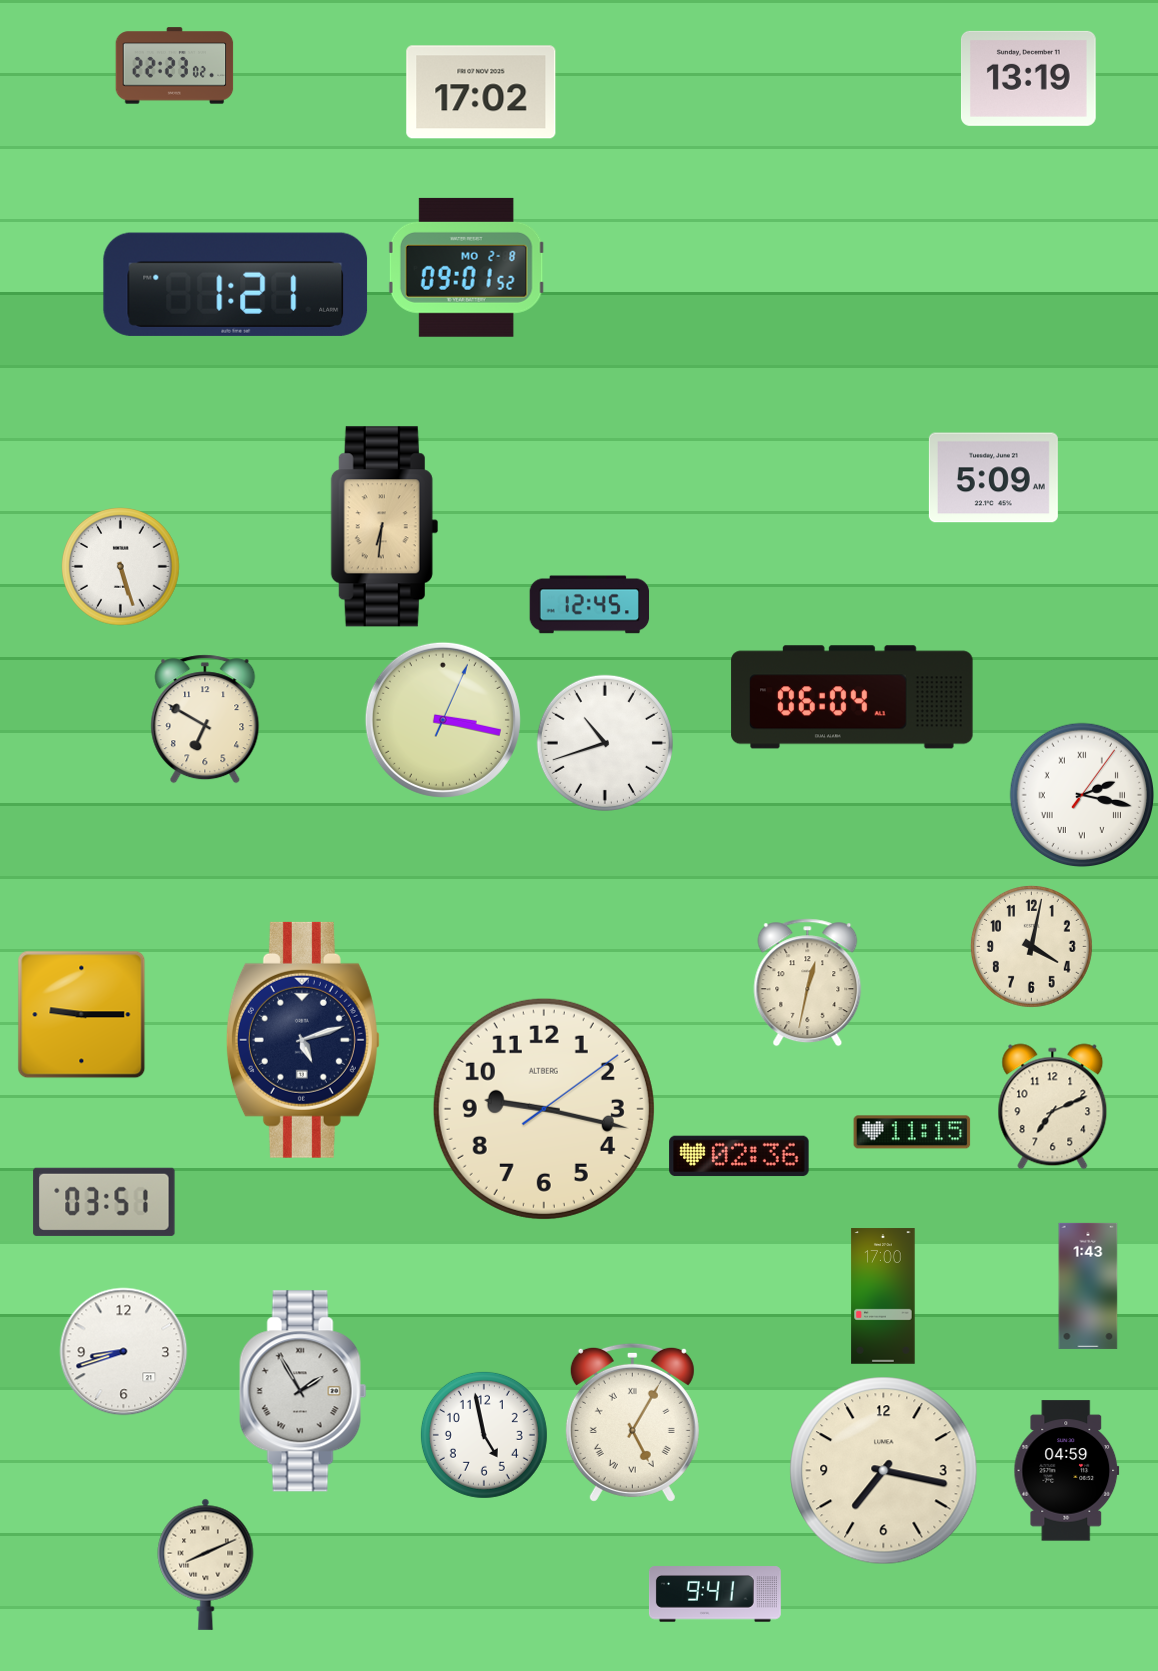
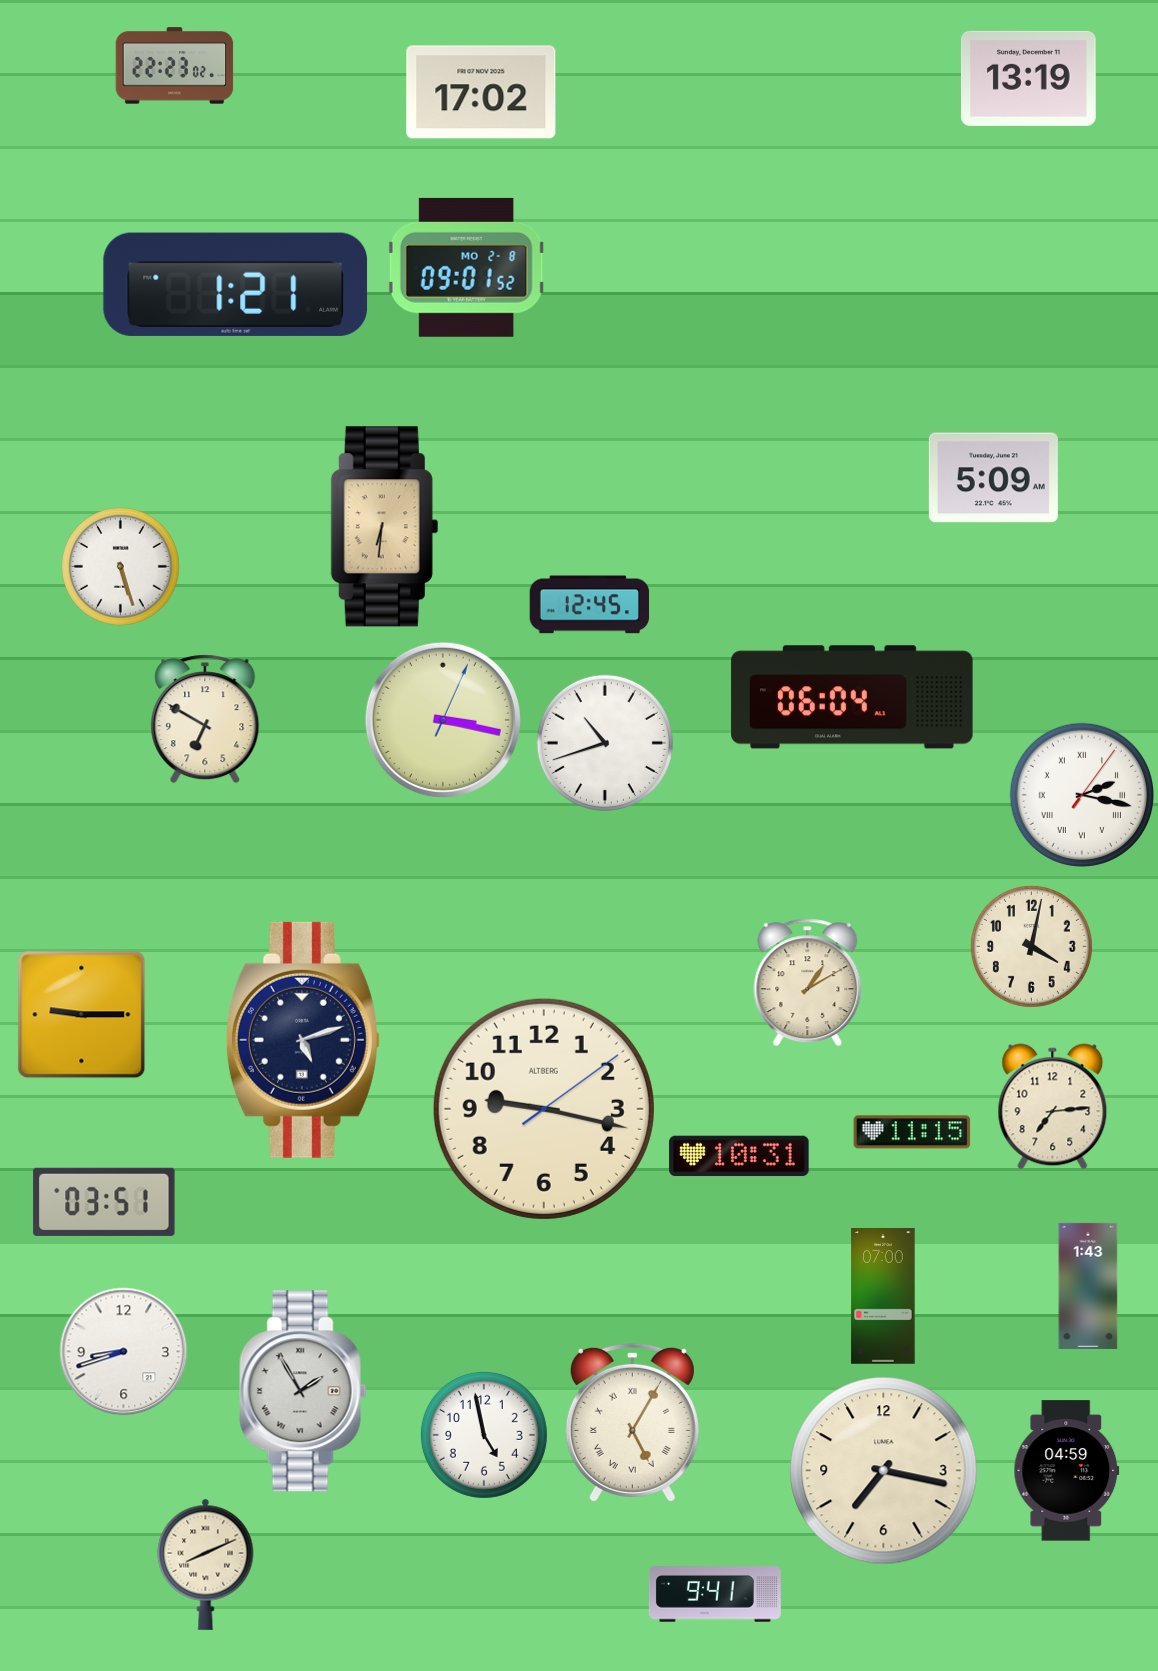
clock at (808, 983): 12:32 -> 1:10
clock at (1053, 1107): 7:11 -> 7:14
clock at (739, 1156): 02:36 -> 10:31
clock at (883, 1296): 17:00 -> 07:00
